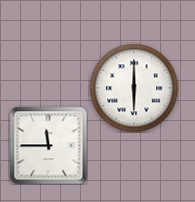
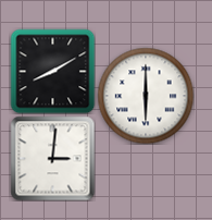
clock at (52, 71): none -> 8:10
clock at (48, 145): 11:45 -> 3:01
